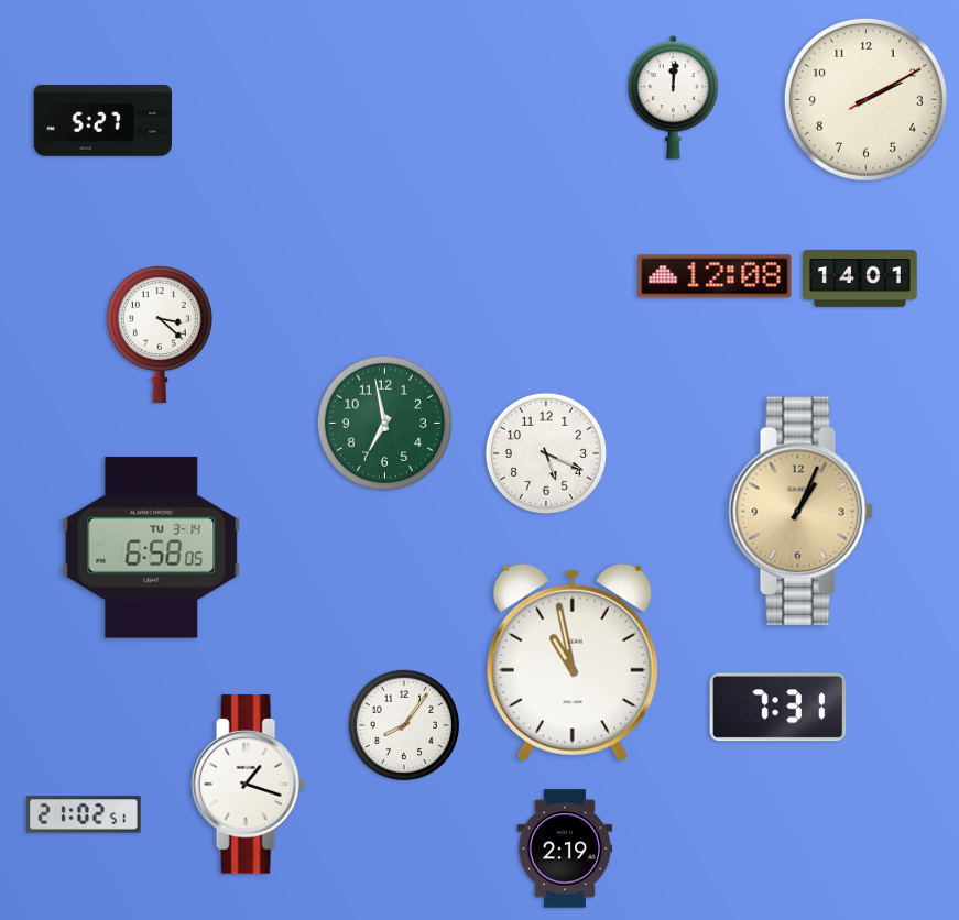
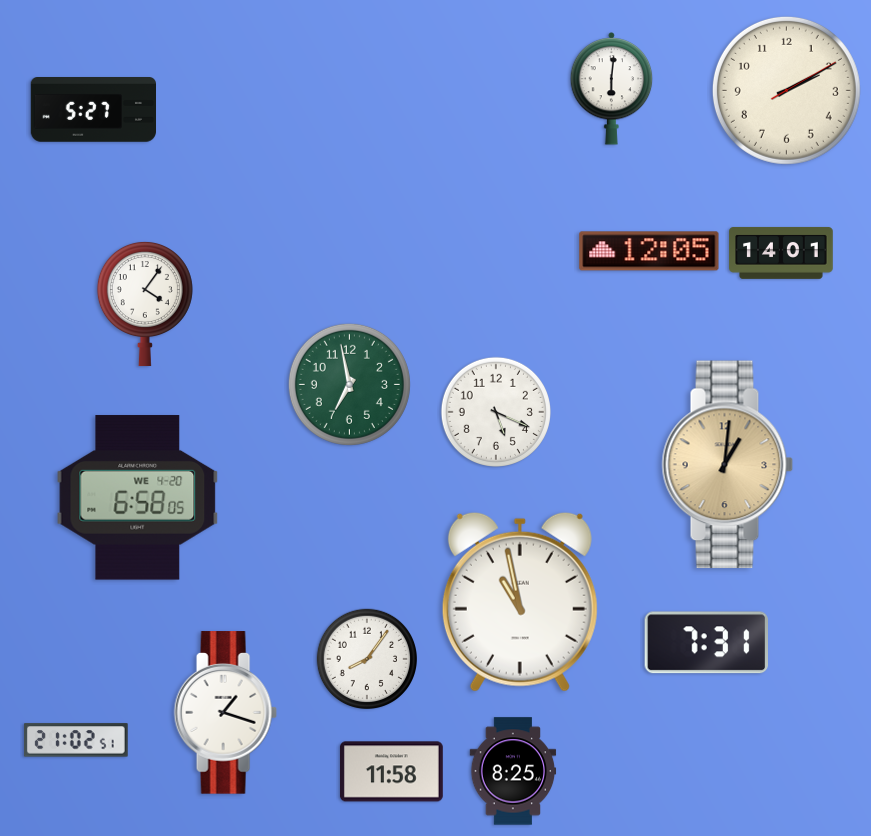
clock at (674, 97): 12:01 -> 6:01
clock at (715, 276): 12:08 -> 12:05
clock at (160, 335): 3:22 -> 4:06
clock at (802, 512): 1:04 -> 1:01
clock at (152, 548) date: TU 3-14 -> WE 4-20
clock at (565, 848): 2:19 -> 8:25
clock at (391, 772): none -> 11:58
